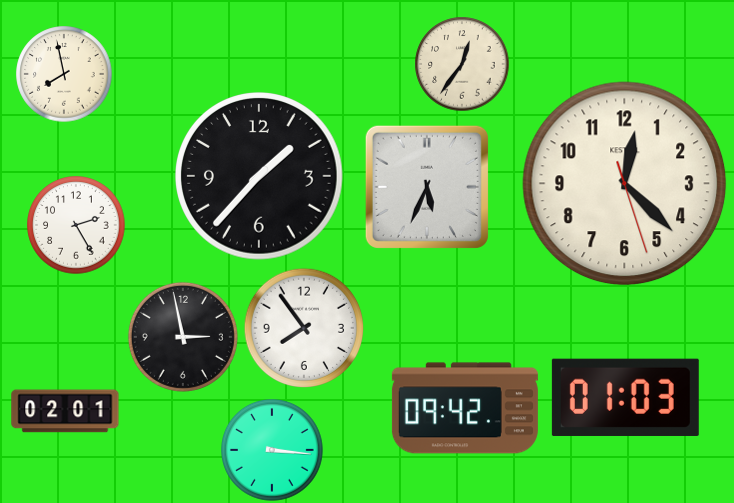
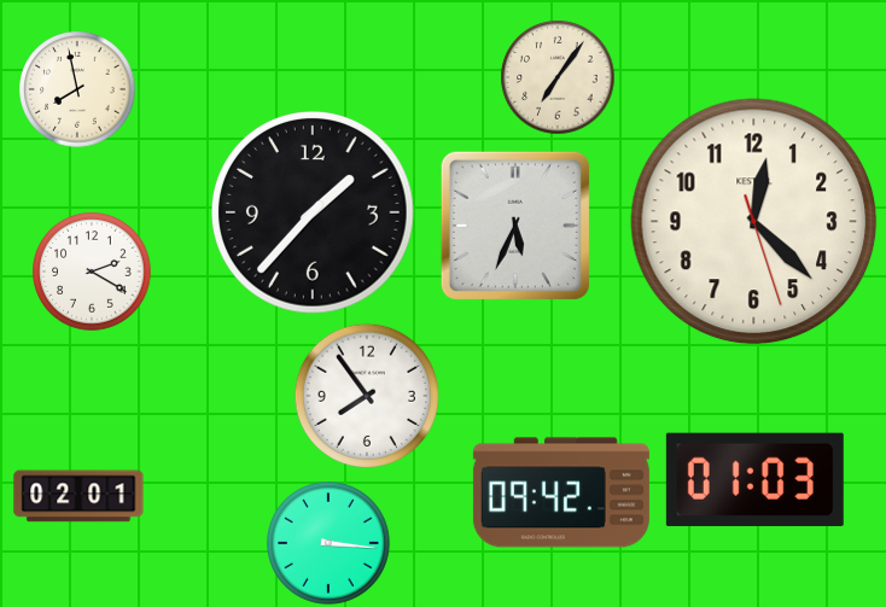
clock at (462, 64): 12:36 -> 7:06
clock at (76, 225): 2:25 -> 2:20
clock at (183, 337): 2:58 -> none
